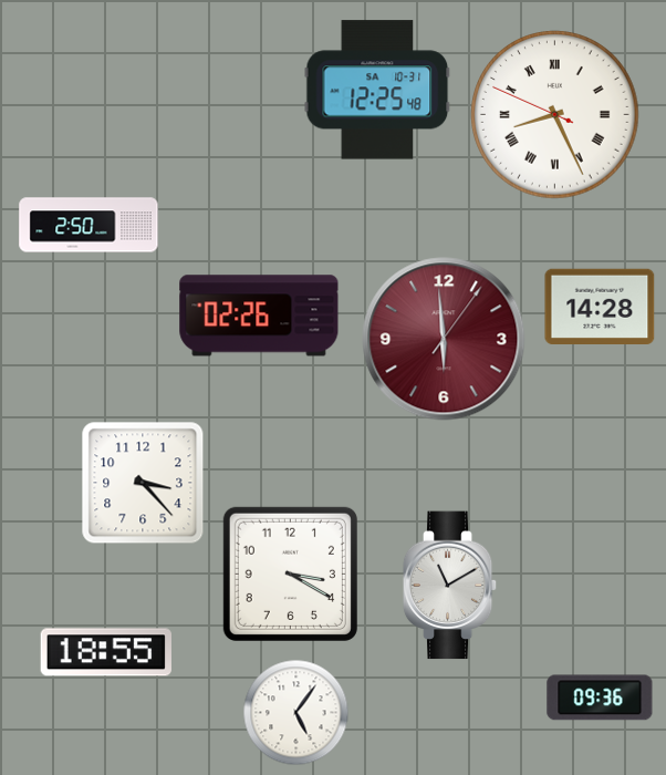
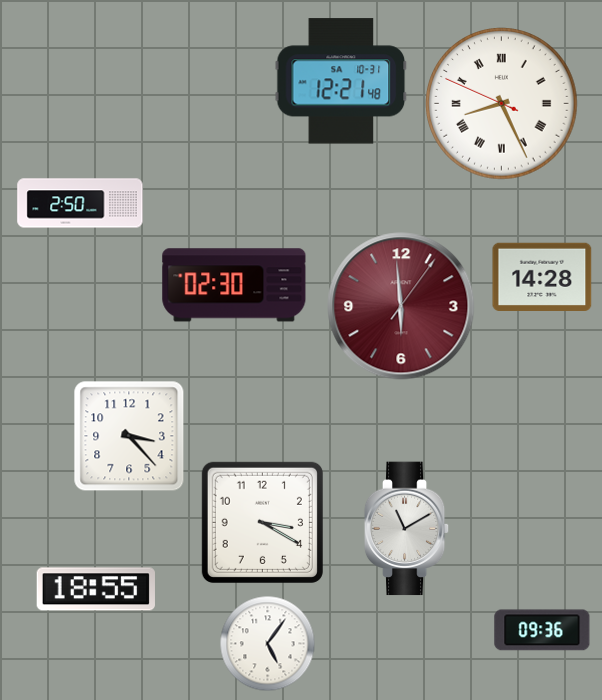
clock at (377, 90): 12:25 -> 12:21
clock at (259, 316): 02:26 -> 02:30
clock at (290, 573) position: (290, 573) -> (262, 522)
